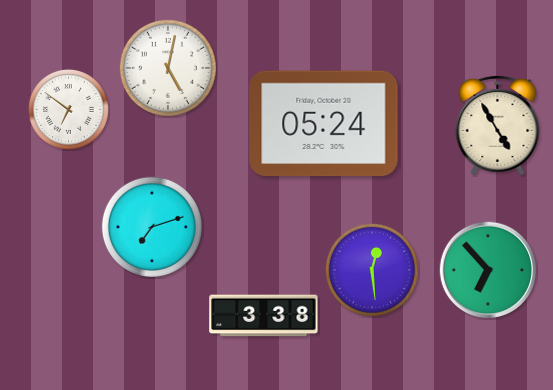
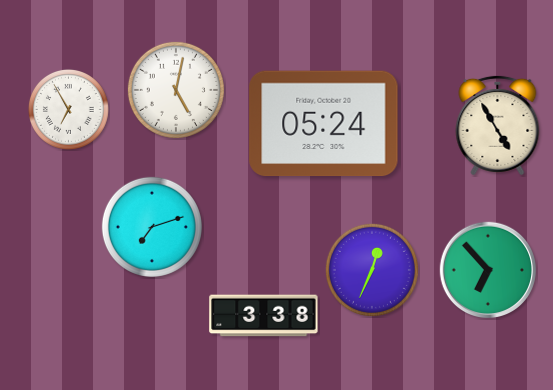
clock at (168, 68) position: (168, 68) -> (176, 90)
clock at (68, 109): 6:51 -> 6:55
clock at (372, 270): 12:29 -> 12:34
